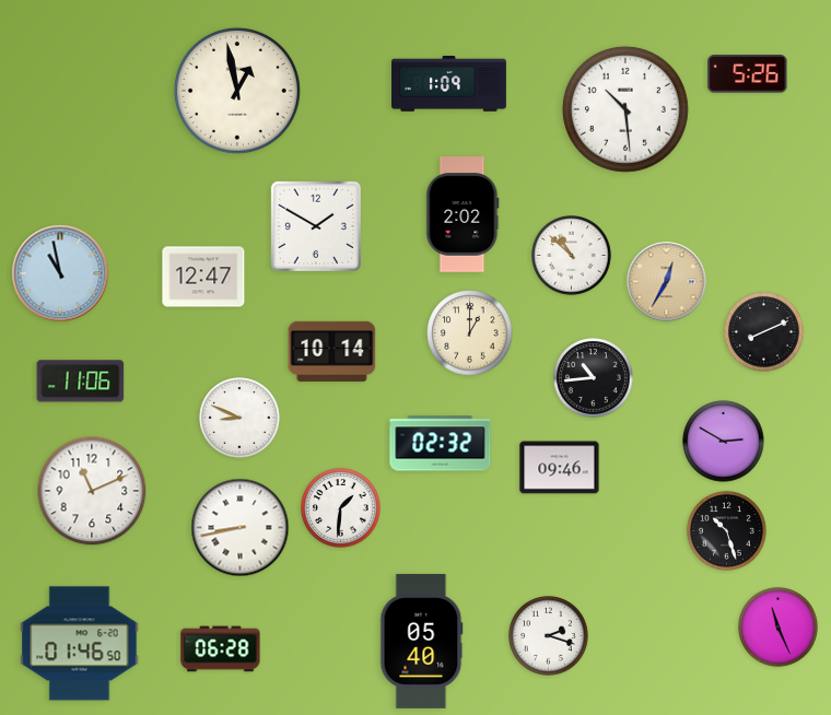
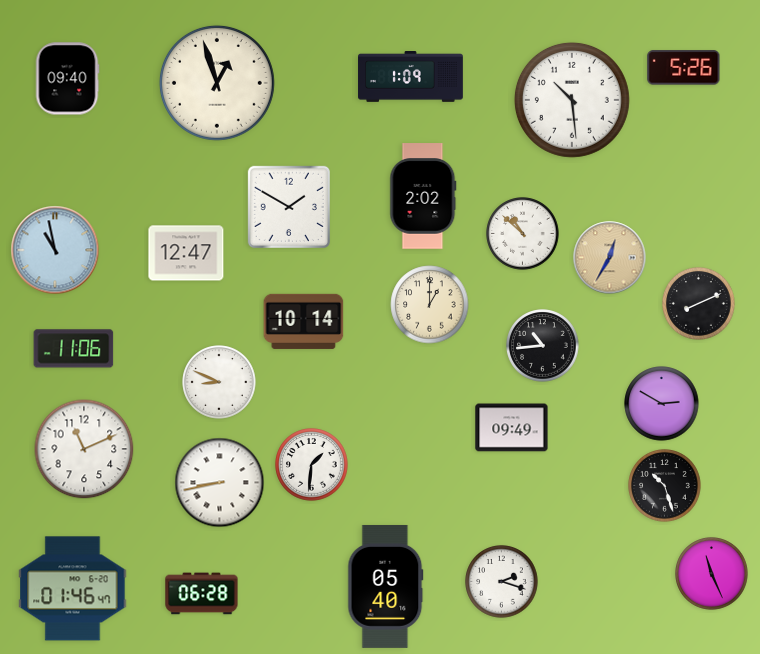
clock at (67, 79): none -> 09:40
clock at (237, 91): 12:58 -> 12:57
clock at (441, 444): 02:32 -> none
clock at (560, 468): 09:46 -> 09:49
clock at (80, 644): 01:46:50 -> 01:46:47
